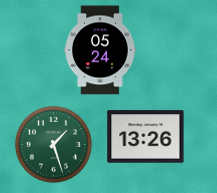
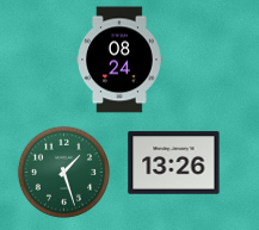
clock at (100, 50): 05:24 -> 08:24
